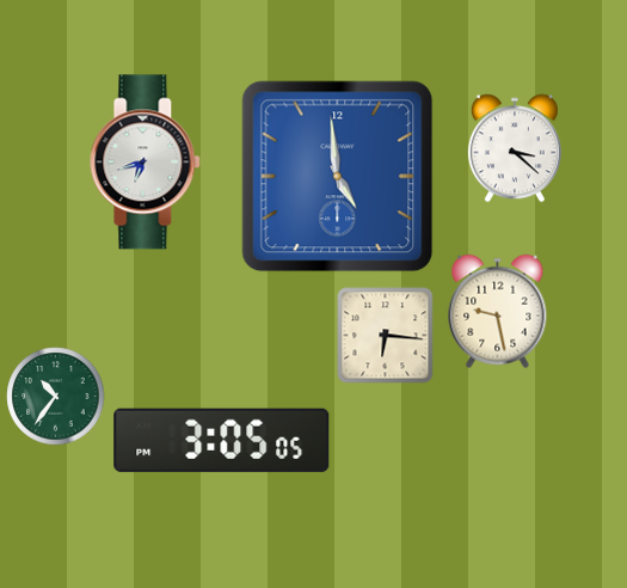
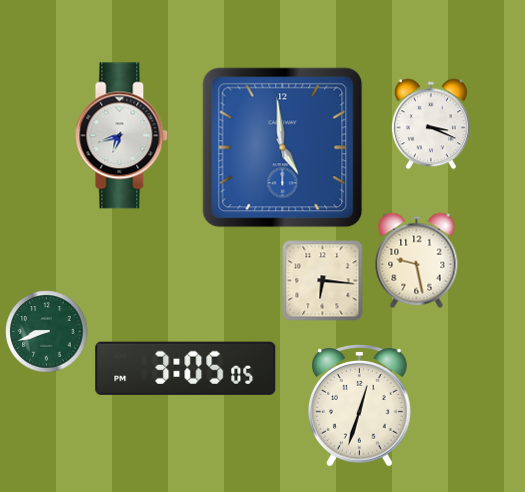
clock at (515, 148): 3:22 -> 3:19
clock at (56, 397): 10:36 -> 8:42
clock at (360, 406): none -> 12:33
